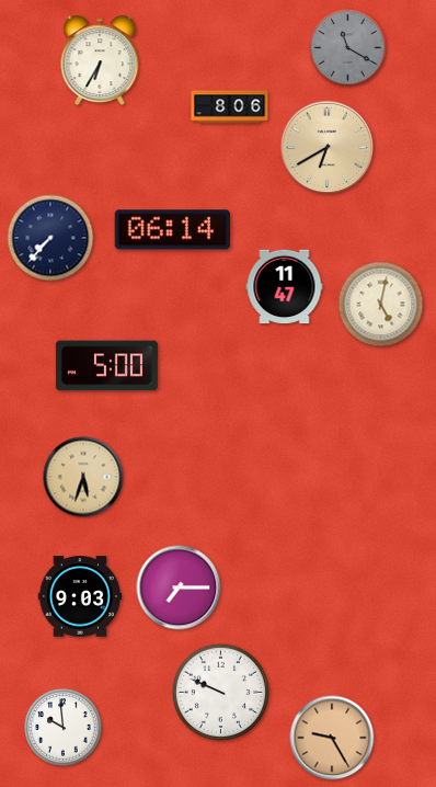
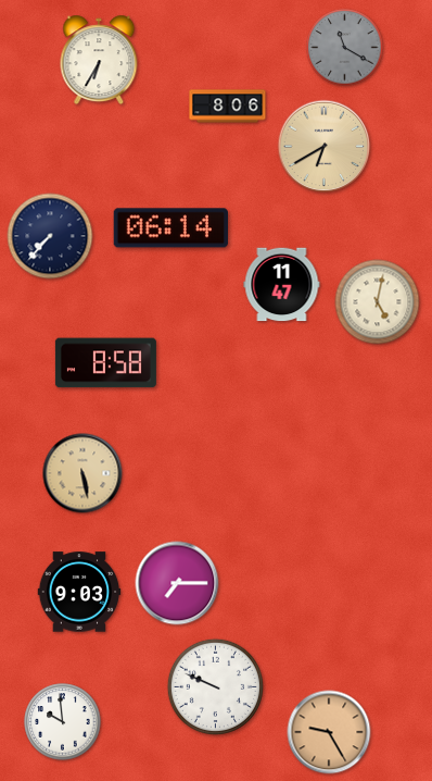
clock at (106, 366): 5:00 -> 8:58
clock at (83, 477): 5:33 -> 5:28
clock at (220, 692) position: (220, 692) -> (215, 686)
